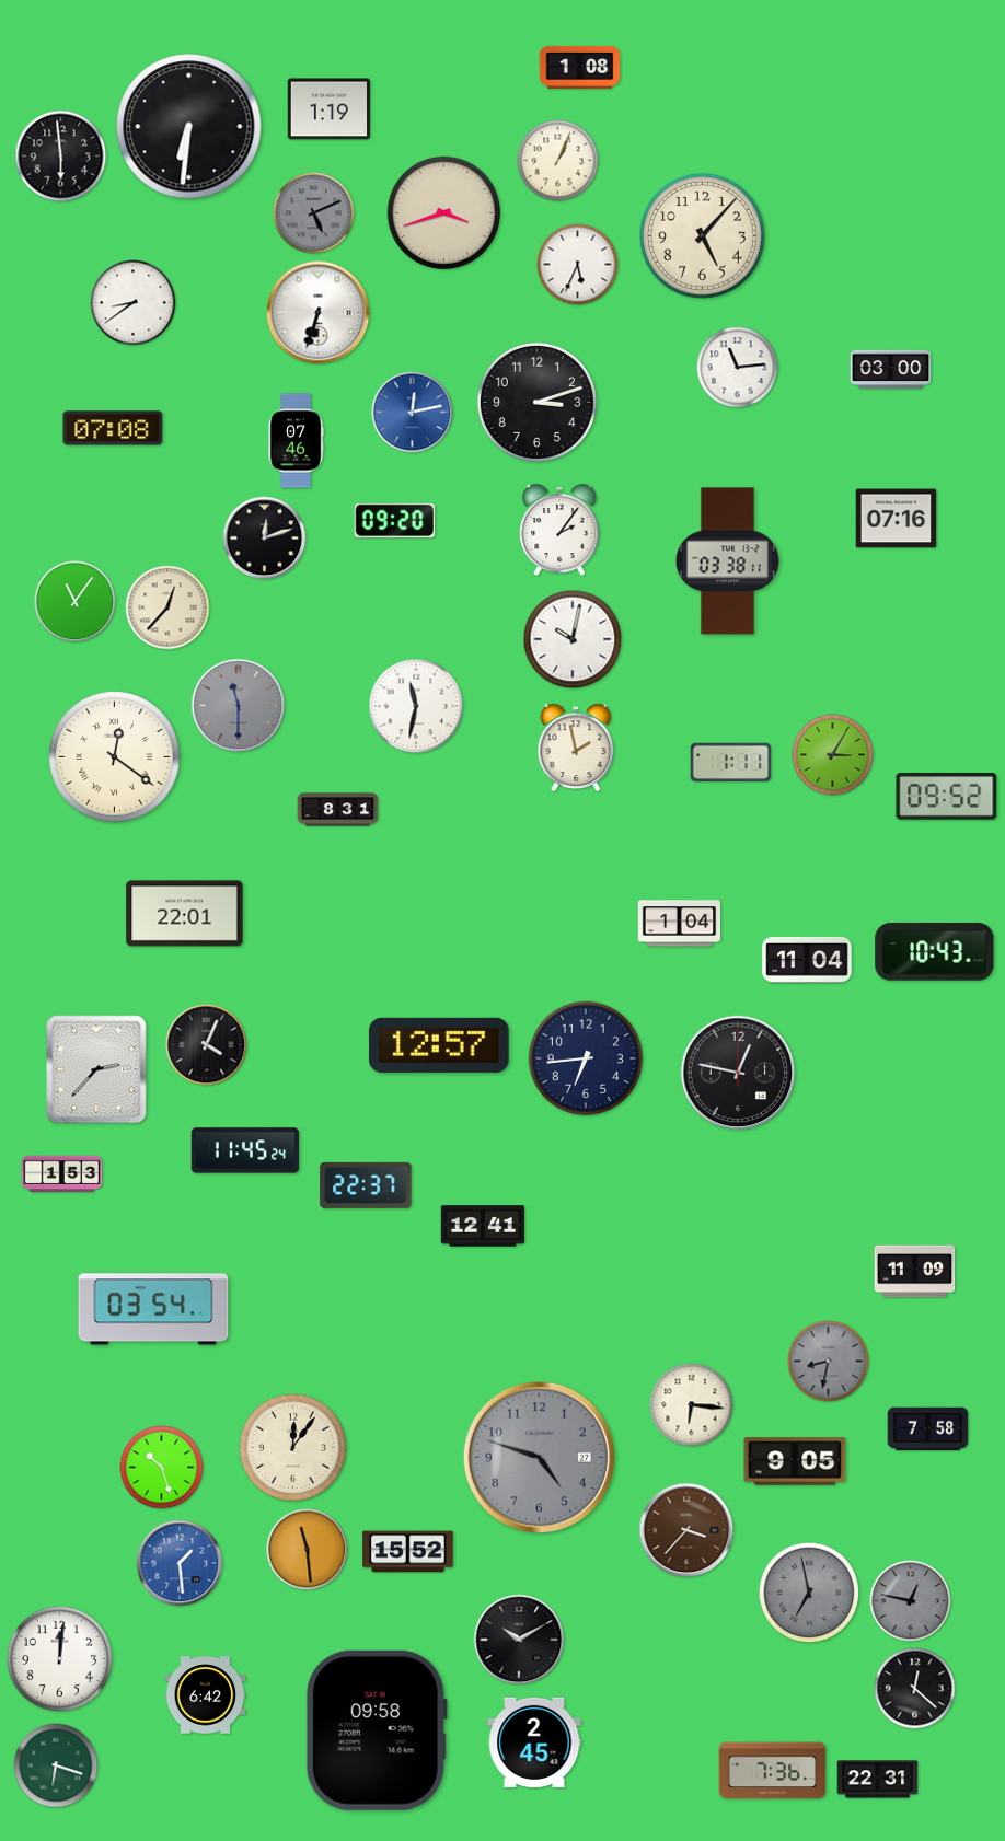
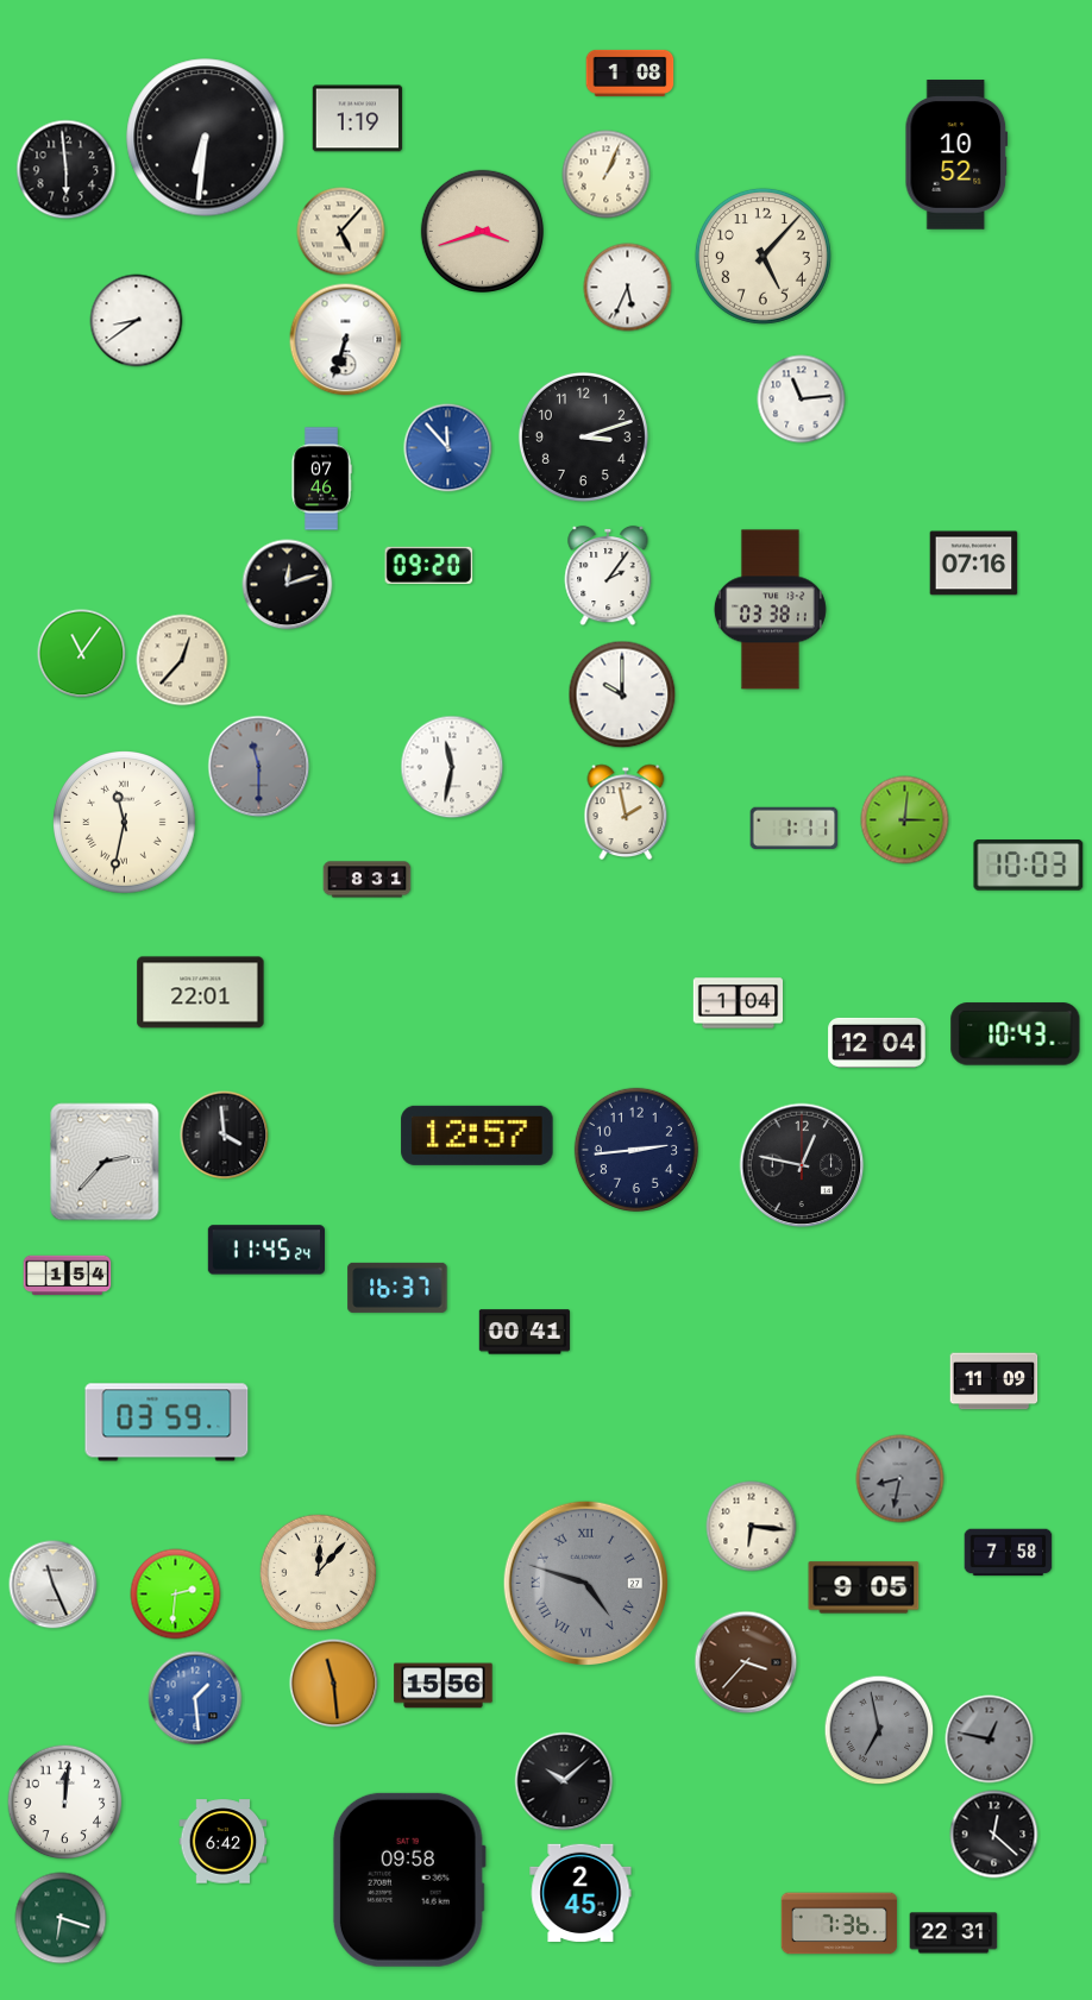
clock at (956, 155): none -> 10:52
clock at (314, 213): 5:11 -> 5:07
clock at (314, 213) dial: grey -> cream
clock at (134, 303) position: (134, 303) -> (137, 321)
clock at (891, 370): 03:00 -> none
clock at (413, 413): 12:13 -> 11:53
clock at (113, 428): 07:08 -> none
clock at (727, 561) position: (727, 561) -> (770, 610)
clock at (573, 639): 10:02 -> 10:00
clock at (833, 755): 3:05 -> 3:01
clock at (115, 757): 12:21 -> 11:32
clock at (947, 797): 09:52 -> 10:03
clock at (807, 960): 11:04 -> 12:04
clock at (207, 1045): 4:04 -> 3:59
clock at (586, 1058): 6:44 -> 2:44
clock at (62, 1174): 1:53 -> 1:54
clock at (366, 1185): 22:37 -> 16:37
clock at (482, 1226): 12:41 -> 00:41
clock at (153, 1309): 03:54 -> 03:59
clock at (293, 1448): 12:06 -> 12:07
clock at (539, 1457) numerals: Arabic -> Roman
clock at (54, 1585): none -> 11:26
clock at (162, 1468): 10:27 -> 2:31
clock at (408, 1552): 15:52 -> 15:56
clock at (519, 1640): 10:10 -> 10:08
